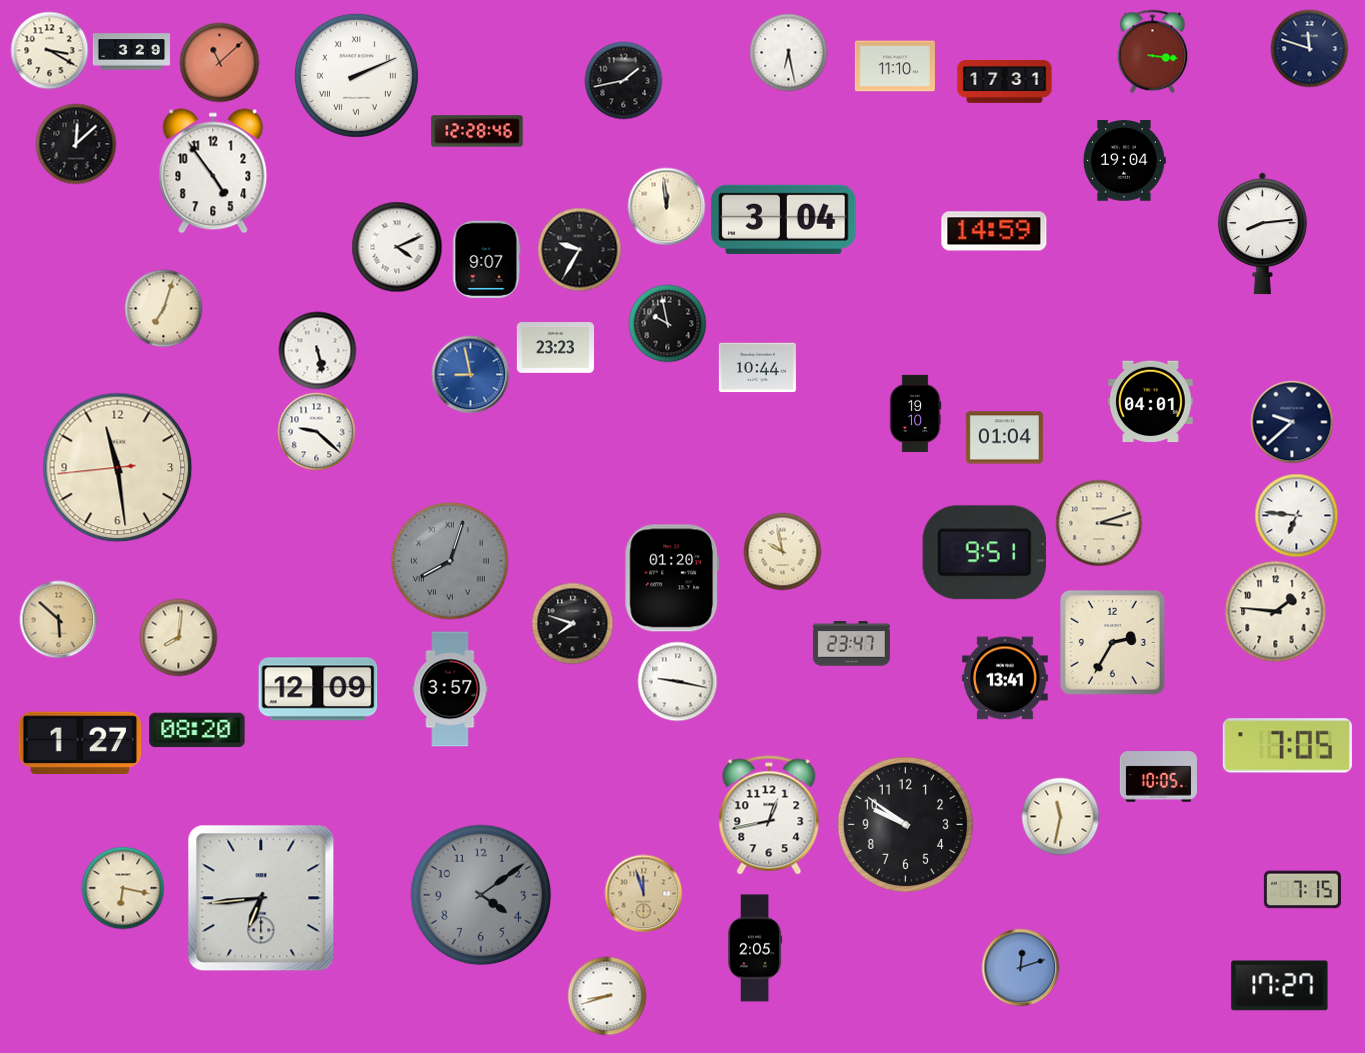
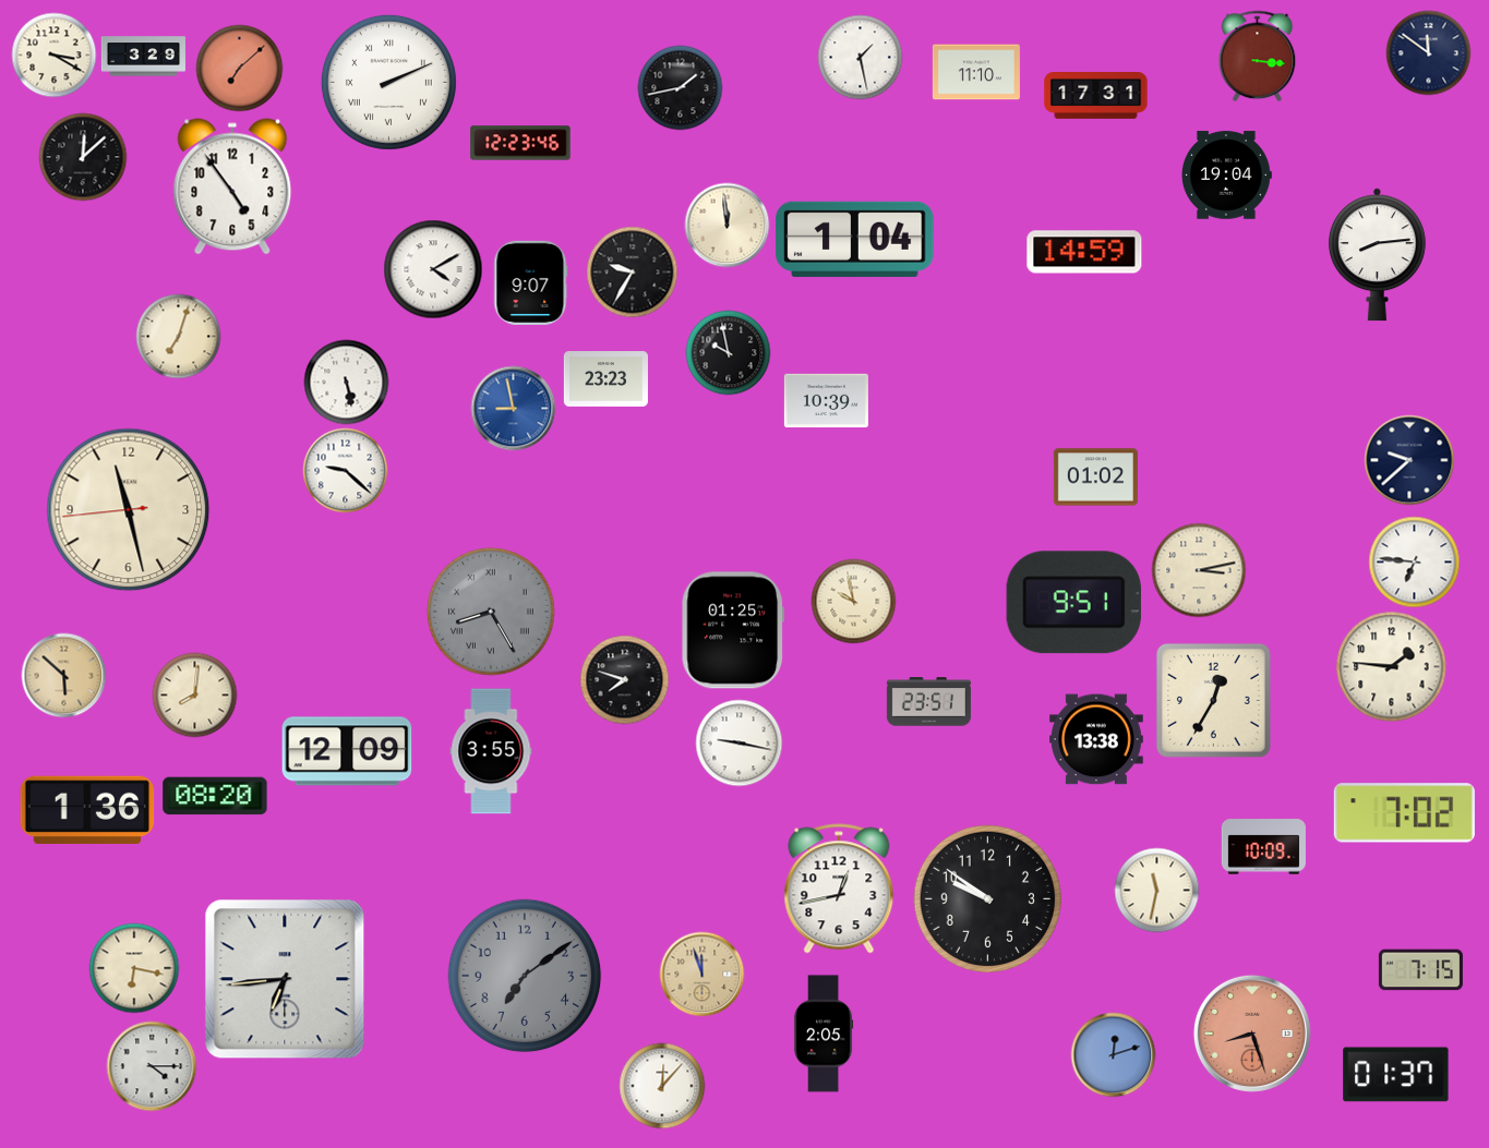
clock at (1309, 48): 11:48 -> 11:51
clock at (788, 52): 6:28 -> 1:28
clock at (219, 62): 11:08 -> 7:08
clock at (1005, 82) position: (1005, 82) -> (1096, 96)
clock at (477, 131): 12:28 -> 12:23
clock at (784, 219): 3:04 -> 1:04
clock at (397, 247): 4:11 -> 4:10
clock at (757, 368): 10:44 -> 10:39
clock at (1151, 402): 04:01 -> none
clock at (915, 413): 19:10 -> none
clock at (1004, 438): 01:04 -> 01:02
clock at (118, 468): 11:28 -> 11:27
clock at (1099, 523): 3:12 -> 3:13
clock at (450, 561): 8:03 -> 8:25
clock at (672, 578): 01:20 -> 01:25
clock at (1112, 642): 2:35 -> 12:35
clock at (851, 644): 23:47 -> 23:51
clock at (1005, 678): 13:41 -> 13:38
clock at (450, 689): 3:57 -> 3:55
clock at (80, 742): 1:27 -> 1:36
clock at (1287, 746): 7:05 -> 7:02
clock at (1158, 777): 10:05 -> 10:09
clock at (481, 895): 4:09 -> 7:09
clock at (1252, 1034): none -> 8:27
clock at (152, 1066): none -> 4:15
clock at (1280, 986): 17:27 -> 01:37
clock at (607, 996): 8:42 -> 12:07
